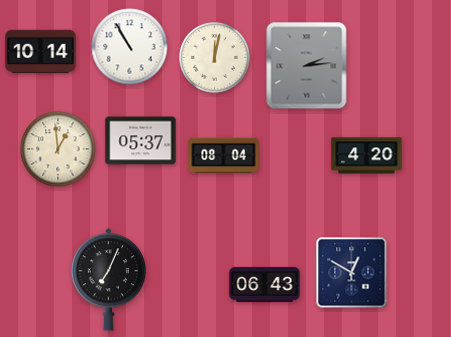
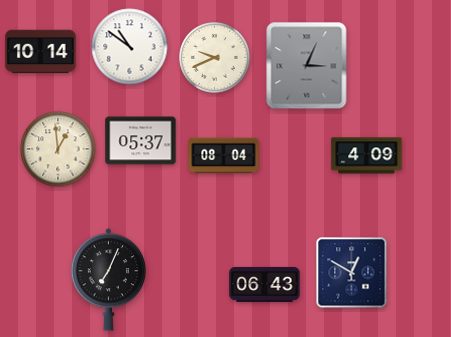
clock at (130, 47): 10:55 -> 10:51
clock at (215, 58): 12:02 -> 9:41
clock at (307, 66): 2:14 -> 3:04
clock at (367, 156): 4:20 -> 4:09
